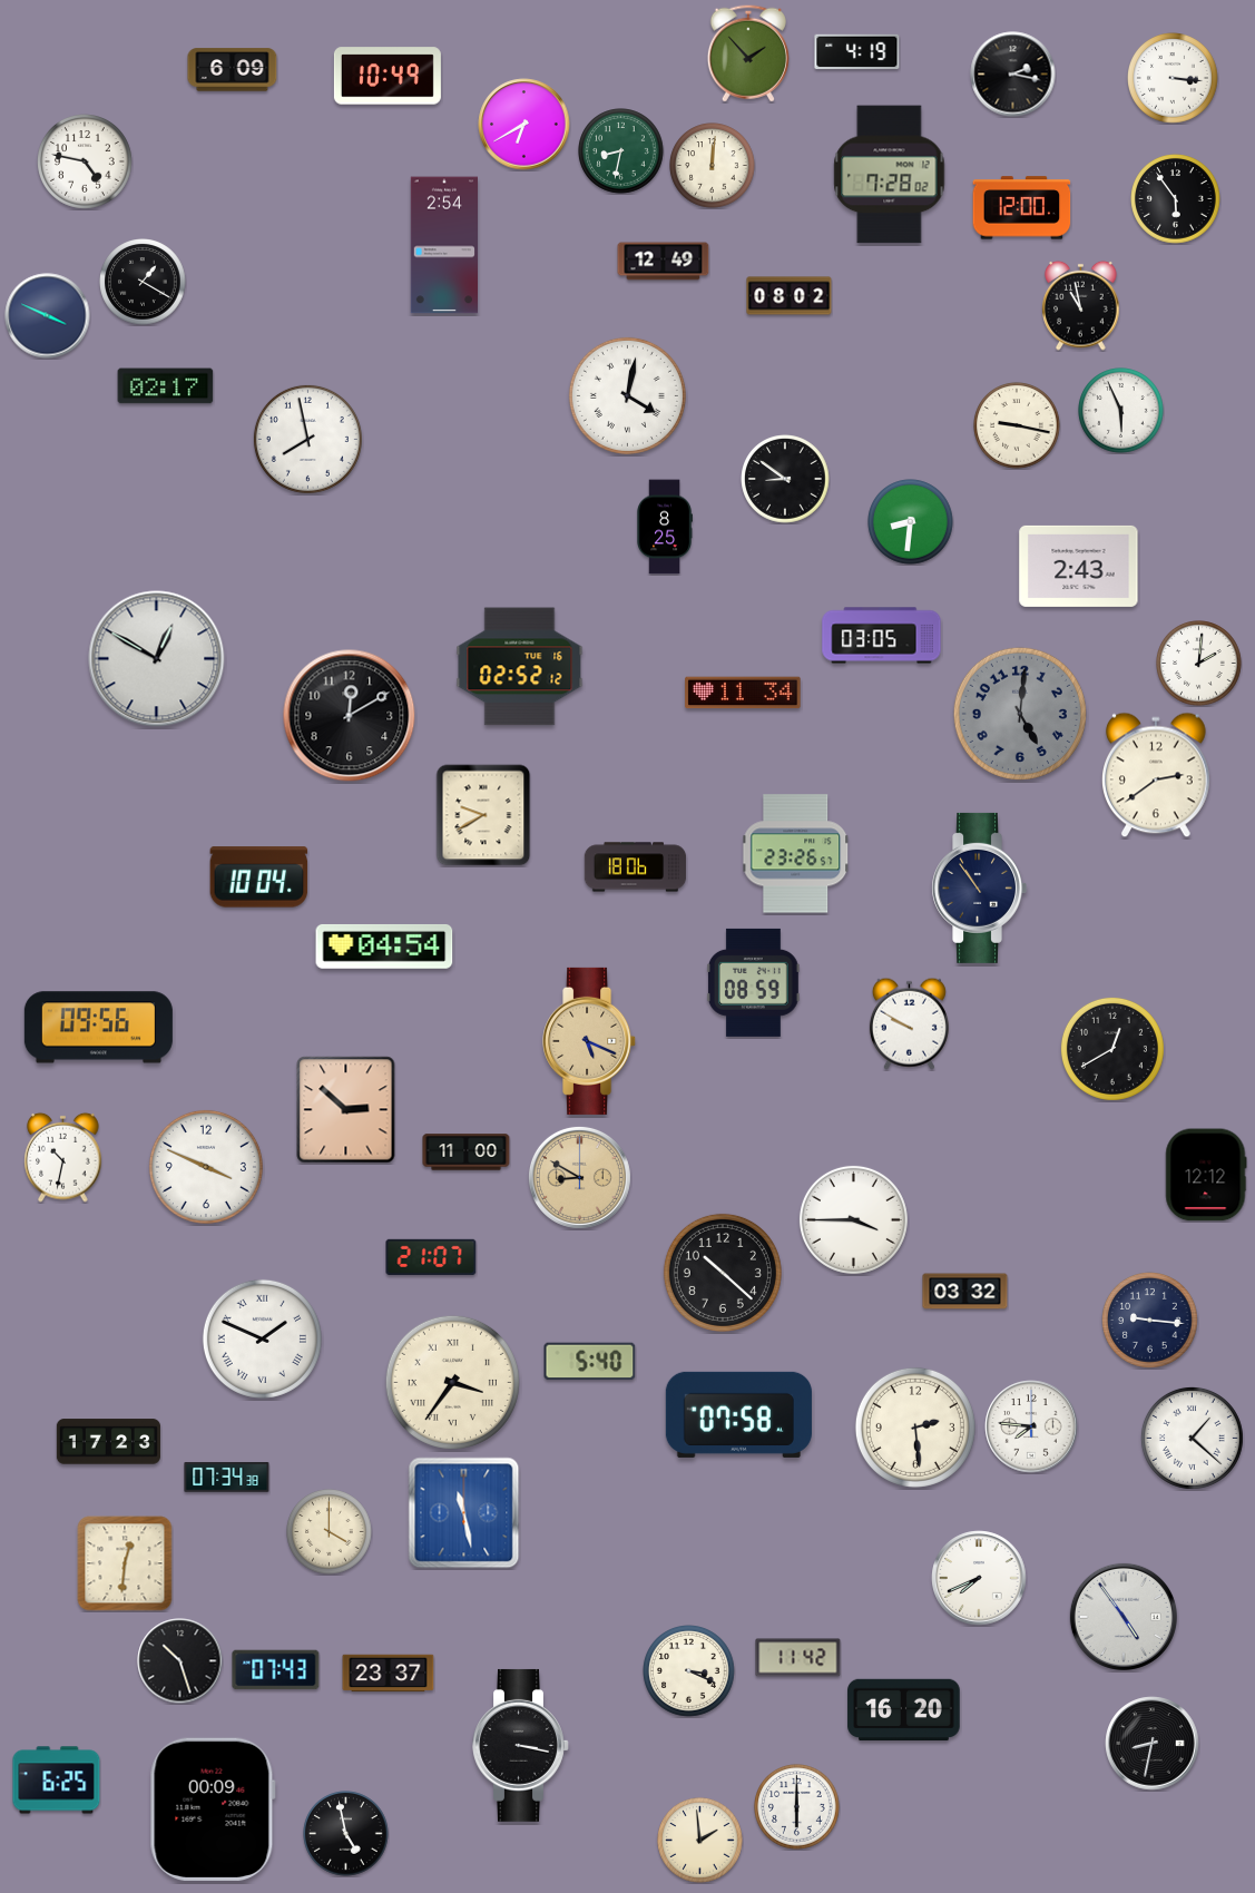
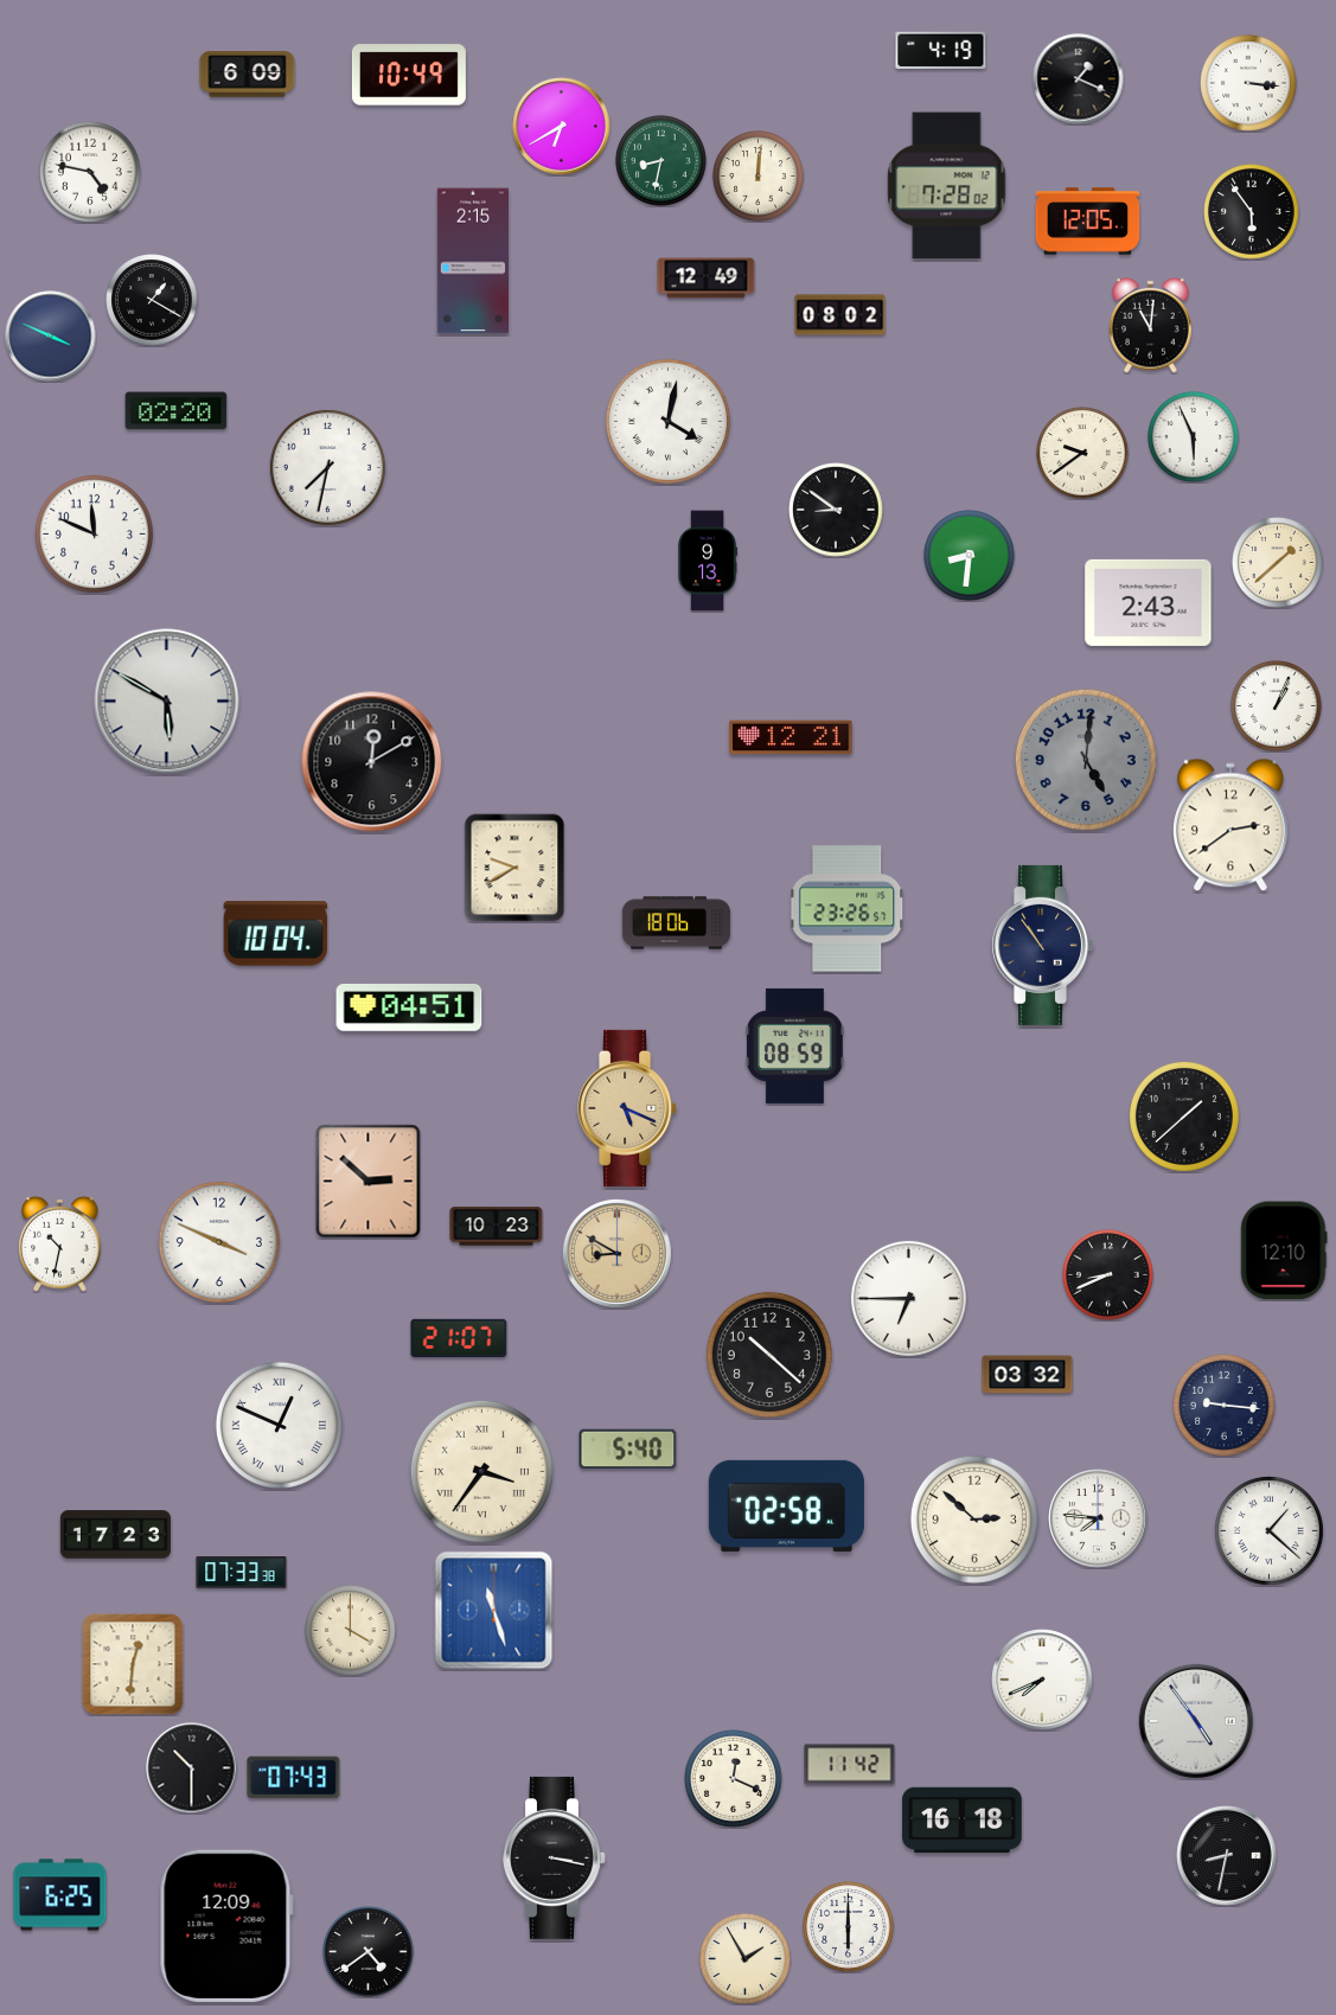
clock at (857, 52) position: (857, 52) -> (941, 51)
clock at (748, 53): 1:53 -> none
clock at (1013, 75): 2:17 -> 1:19
clock at (388, 76) position: (388, 76) -> (409, 75)
clock at (524, 125) position: (524, 125) -> (562, 127)
clock at (1022, 208): 12:00 -> 12:05
clock at (443, 245): 2:54 -> 2:15
clock at (1081, 305): 10:58 -> 11:01
clock at (166, 386): 02:17 -> 02:20
clock at (1017, 425): 9:17 -> 9:39
clock at (307, 439): 7:58 -> 7:32
clock at (94, 533): none -> 11:49
clock at (665, 527): 8:25 -> 9:13
clock at (1278, 563): none -> 1:38
clock at (882, 636): 03:05 -> none
clock at (157, 659): 12:50 -> 5:50
clock at (1199, 664): 2:01 -> 1:04
clock at (520, 667): 02:52 -> none
clock at (743, 693): 11:34 -> 12:21
clock at (384, 946): 04:54 -> 04:51
clock at (754, 982) position: (754, 982) -> (795, 1045)
clock at (909, 1023): 9:50 -> none
clock at (98, 1028): 09:56 -> none
clock at (1112, 1049): 12:40 -> 1:38
clock at (467, 1153): 11:00 -> 10:23
clock at (63, 1157) position: (63, 1157) -> (60, 1243)
clock at (1206, 1175): 12:12 -> 12:10
clock at (1108, 1275): none -> 8:41
clock at (853, 1219): 3:45 -> 6:45
clock at (262, 1338): 1:49 -> 12:49
clock at (738, 1414): 07:58 -> 02:58
clock at (915, 1428): 2:29 -> 2:52
clock at (227, 1478): 07:34 -> 07:33
clock at (464, 1513): 11:28 -> 11:27
clock at (180, 1661): 10:27 -> 10:30
clock at (689, 1671): 3:19 -> 12:19
clock at (389, 1674): 23:37 -> none
clock at (904, 1710): 16:20 -> 16:18
clock at (797, 1807) position: (797, 1807) -> (849, 1927)
clock at (213, 1809): 00:09 -> 12:09
clock at (346, 1834): 4:58 -> 4:39
clock at (700, 1841): 1:59 -> 1:55
